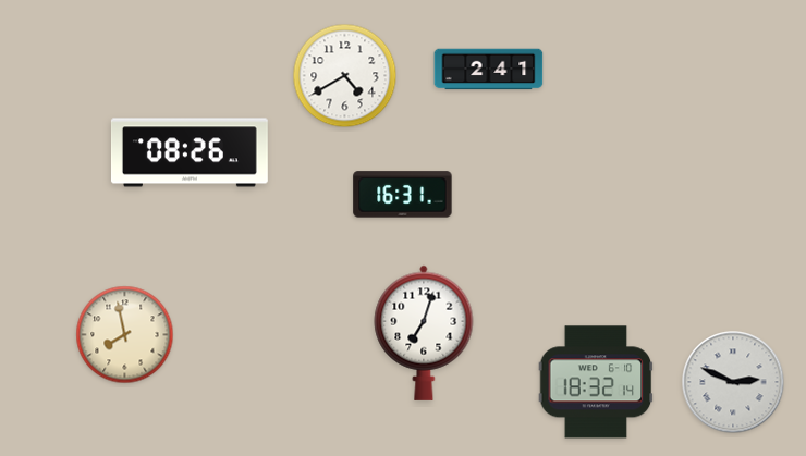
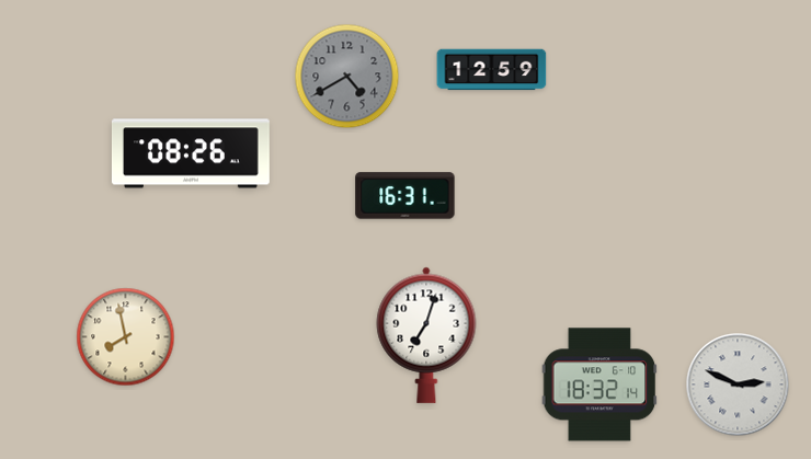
clock at (489, 70): 2:41 -> 12:59
clock at (345, 76) dial: white -> grey
